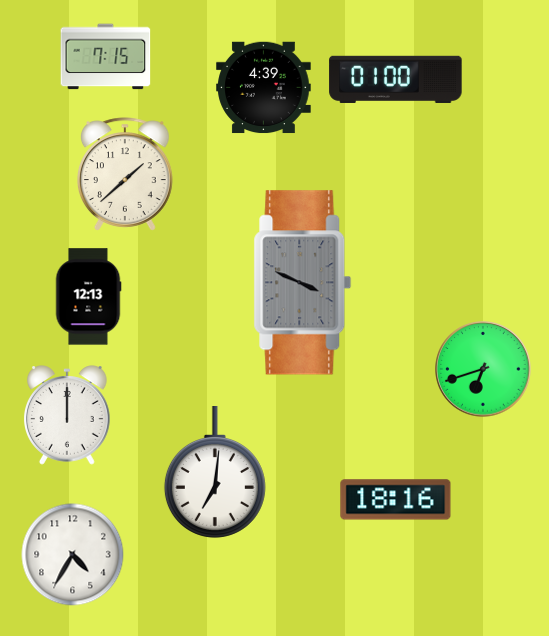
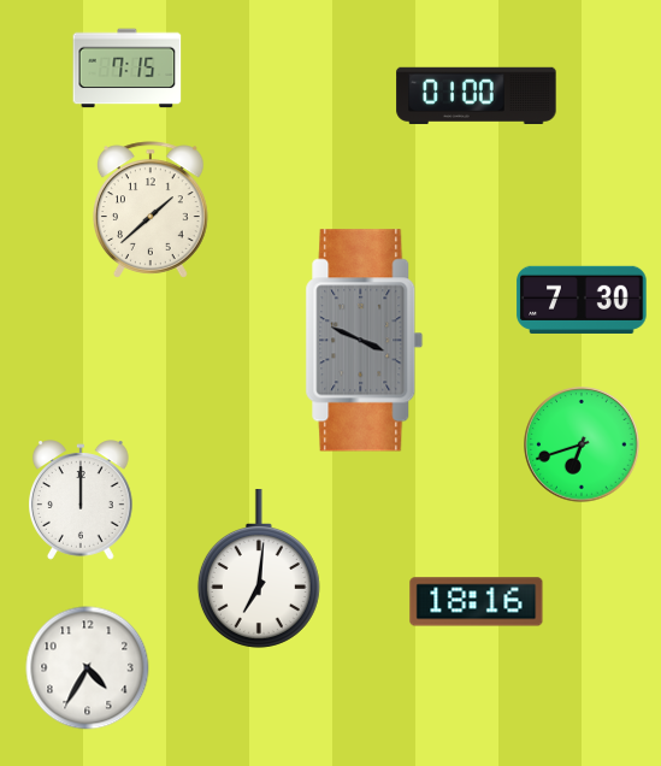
clock at (264, 88): 4:39 -> none
clock at (582, 300): none -> 7:30
clock at (88, 297): 12:13 -> none
